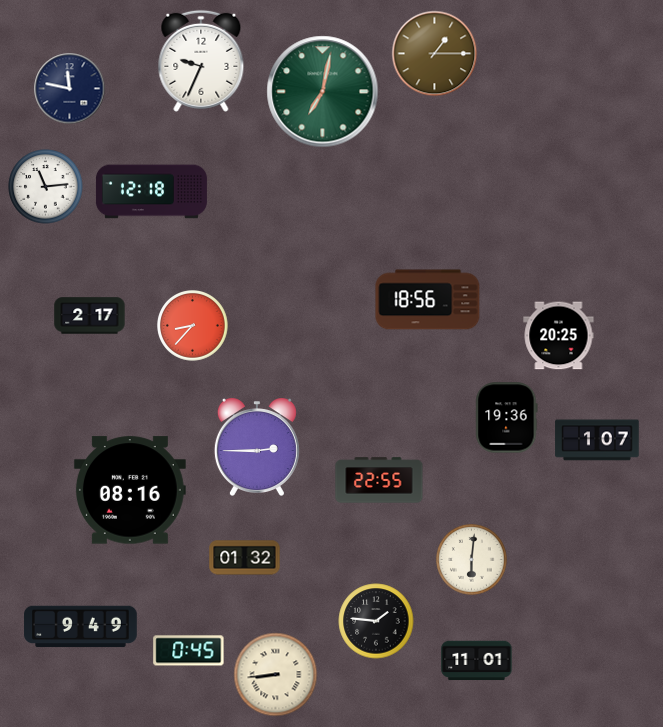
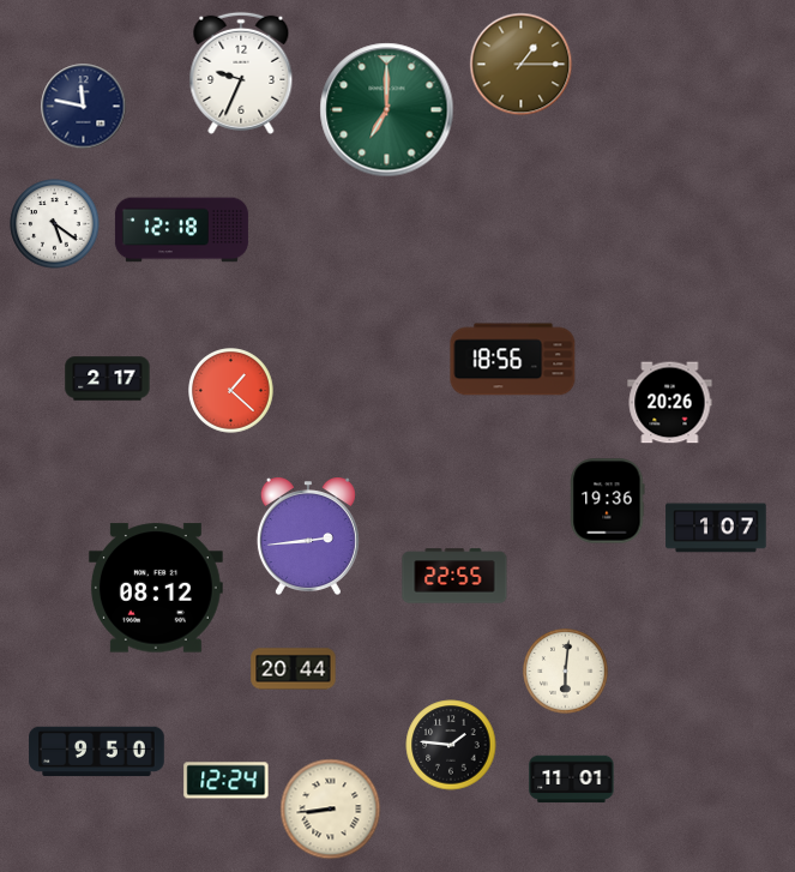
clock at (323, 92): 7:02 -> 7:00
clock at (46, 187): 11:14 -> 5:21
clock at (193, 326): 8:37 -> 1:22
clock at (559, 336): 20:25 -> 20:26
clock at (257, 447): 2:45 -> 2:44
clock at (130, 490): 08:16 -> 08:12
clock at (245, 558): 01:32 -> 20:44
clock at (81, 627): 9:49 -> 9:50
clock at (189, 651): 0:45 -> 12:24
clock at (477, 661) position: (477, 661) -> (572, 780)
